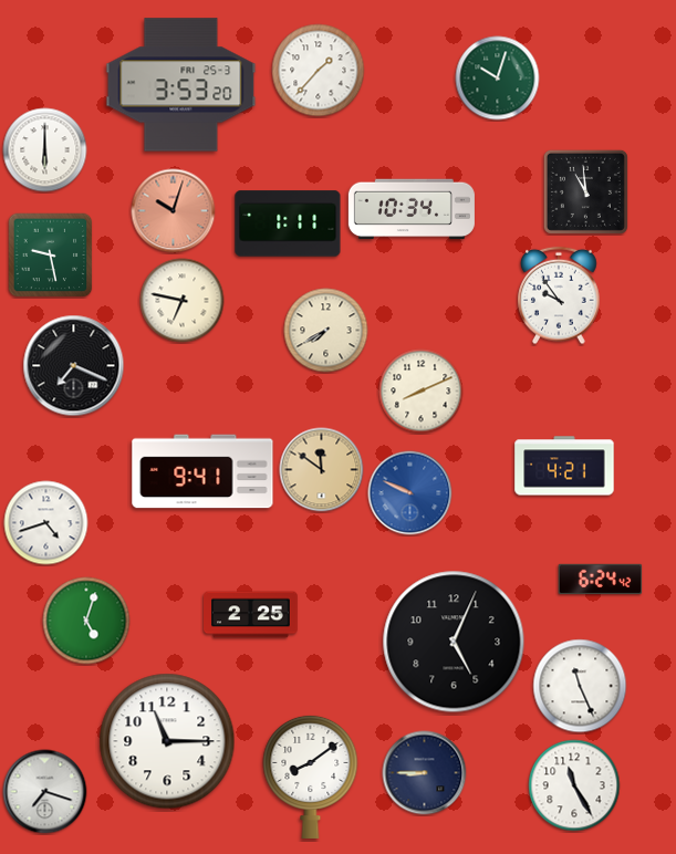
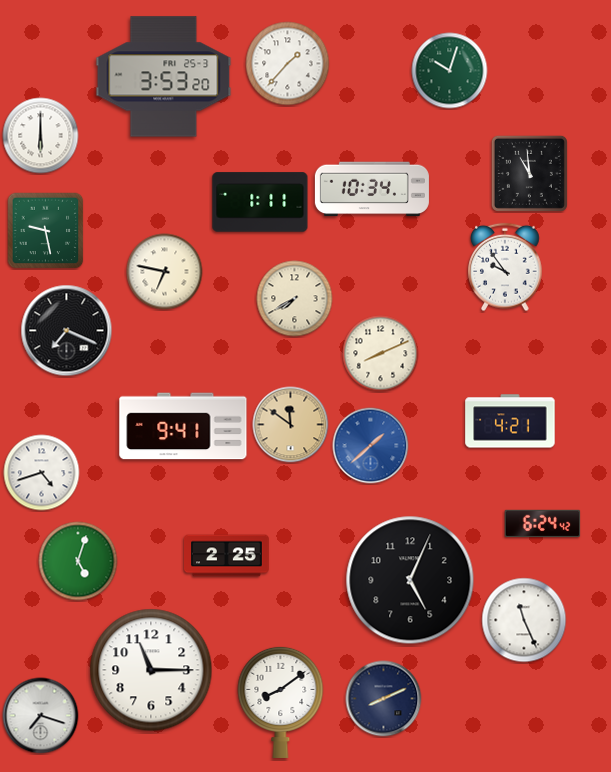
clock at (174, 211): 10:03 -> none
clock at (410, 493): 9:49 -> 1:38
clock at (425, 773): 8:45 -> 8:11
clock at (574, 785): 11:25 -> none
